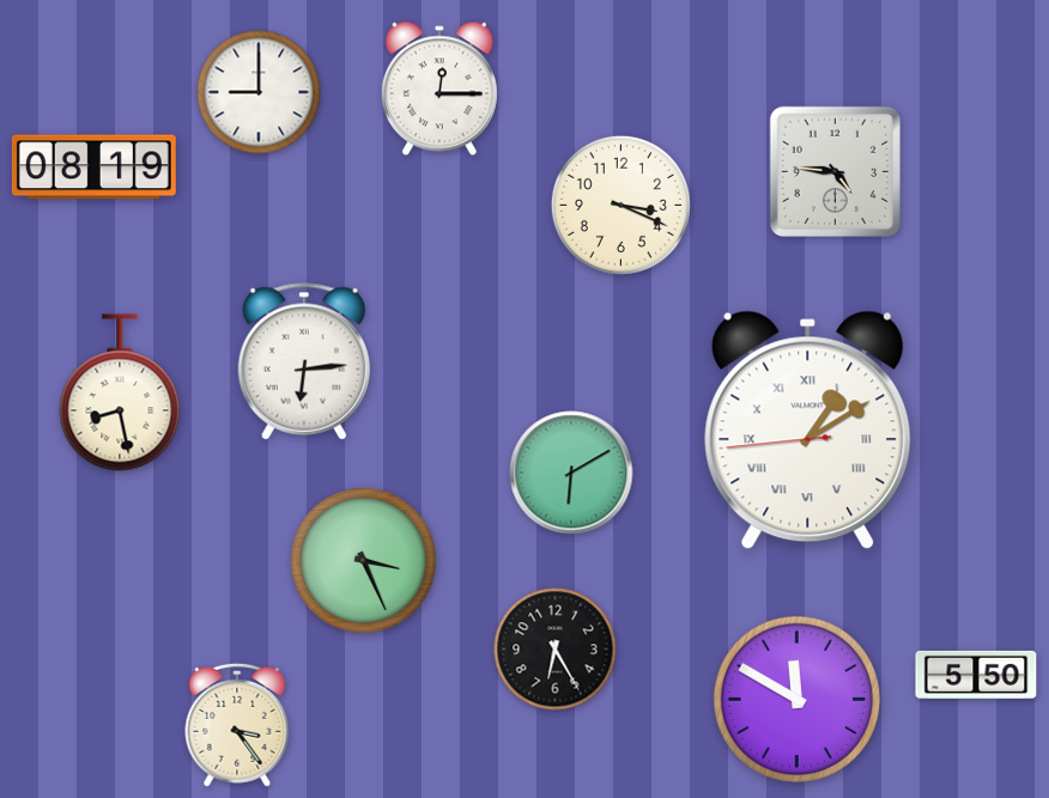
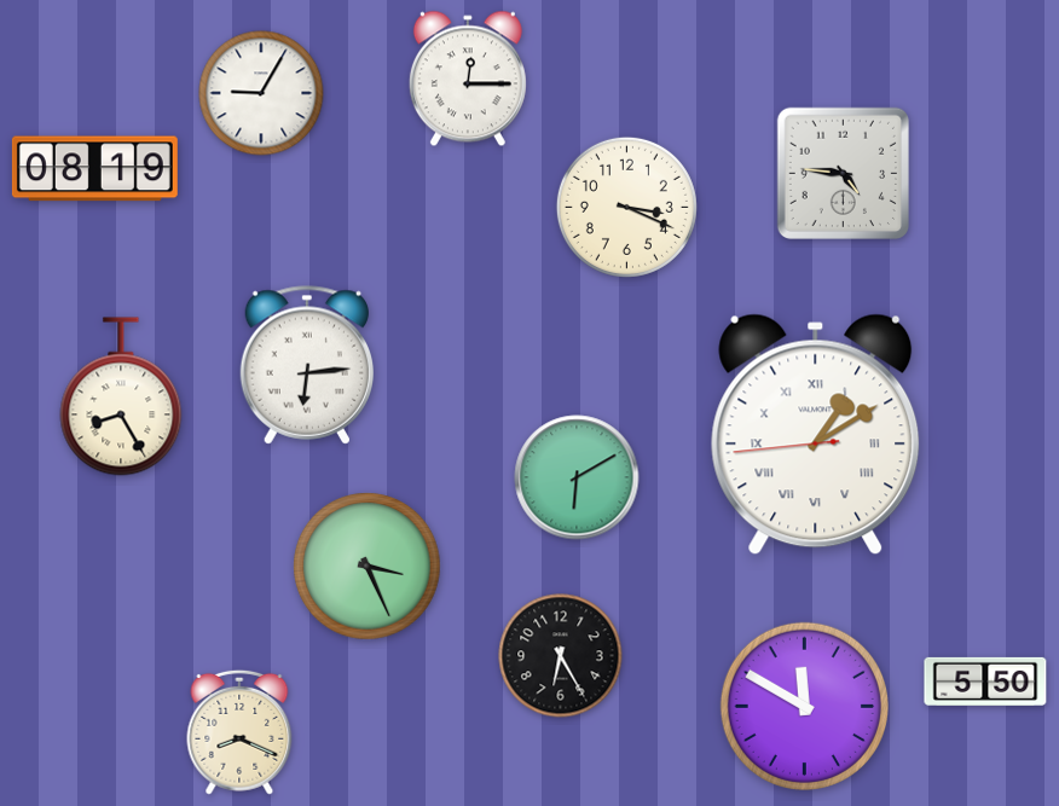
clock at (439, 89) position: (439, 89) -> (468, 79)
clock at (259, 92): 9:00 -> 9:05
clock at (120, 392): 8:28 -> 8:25
clock at (237, 725): 3:24 -> 8:19
